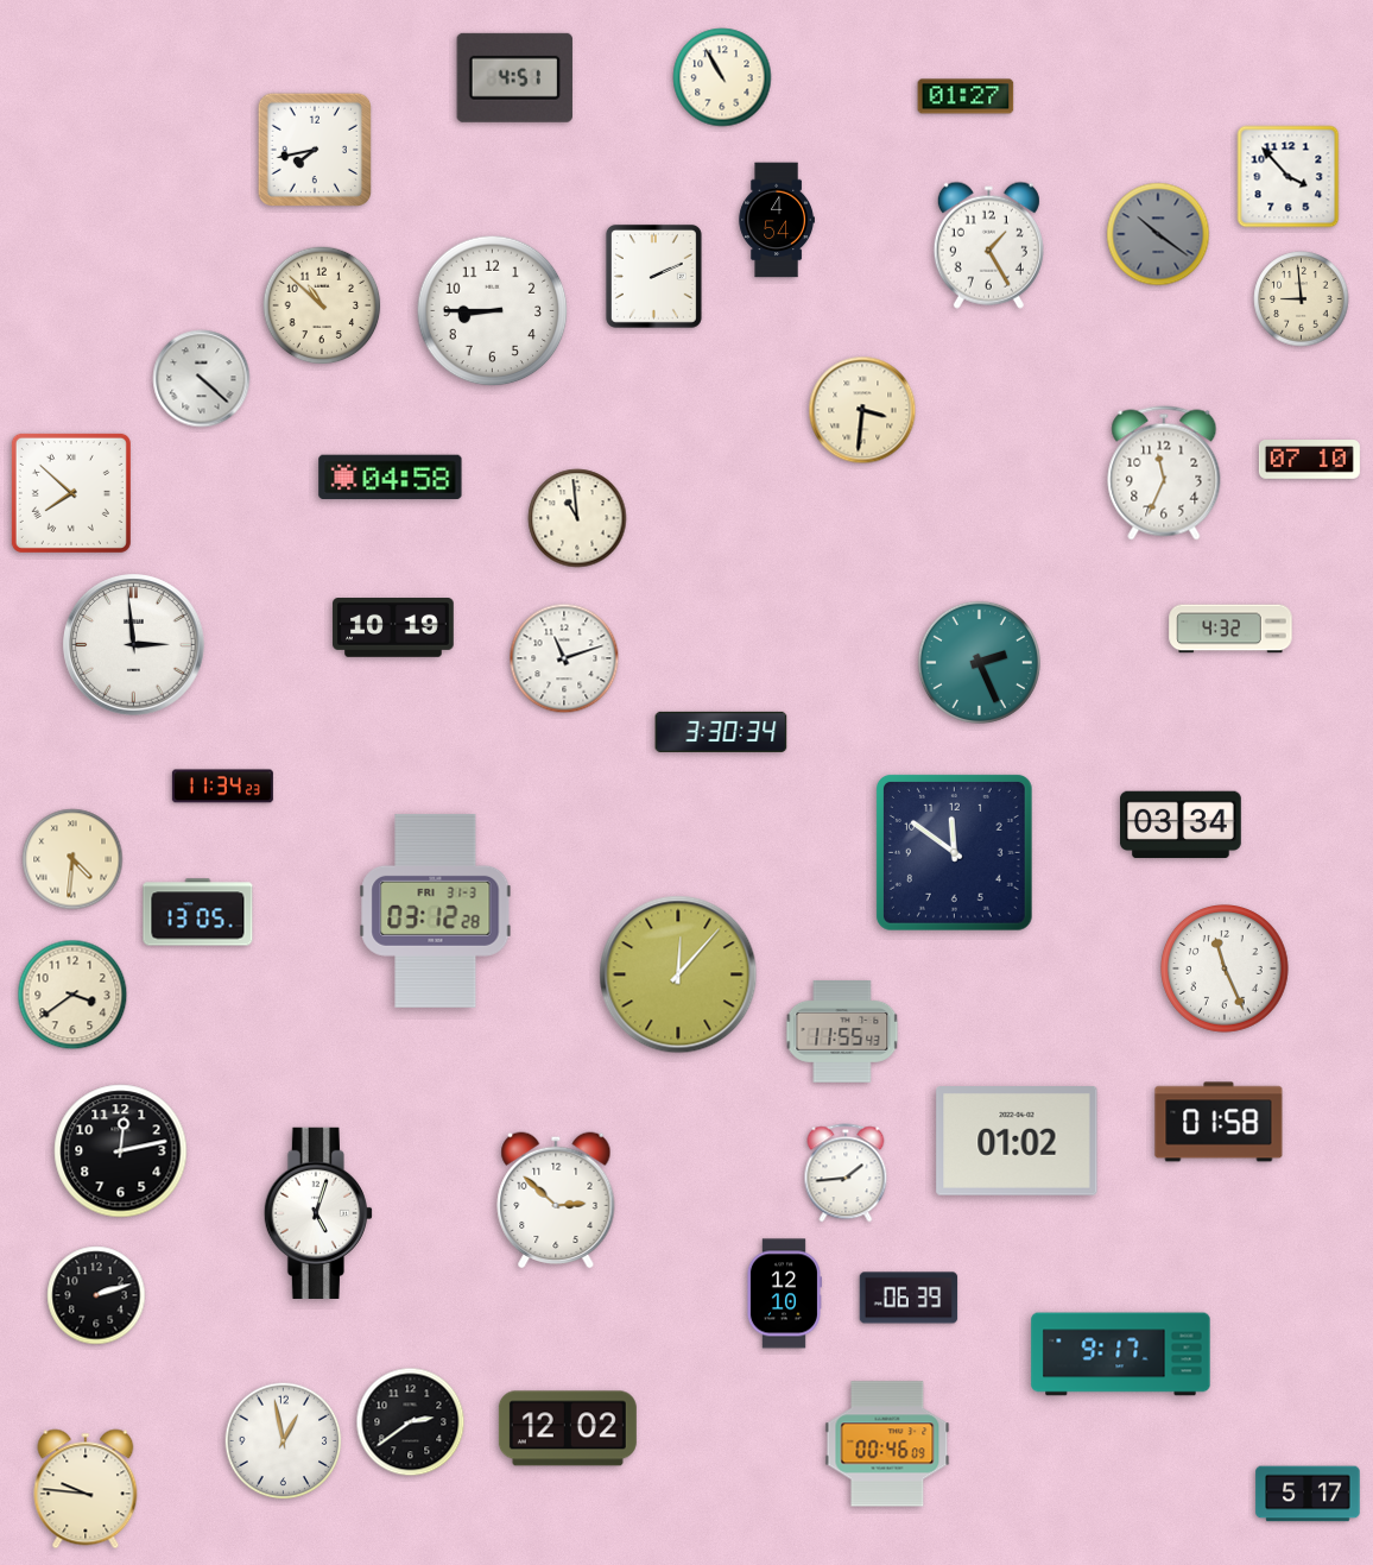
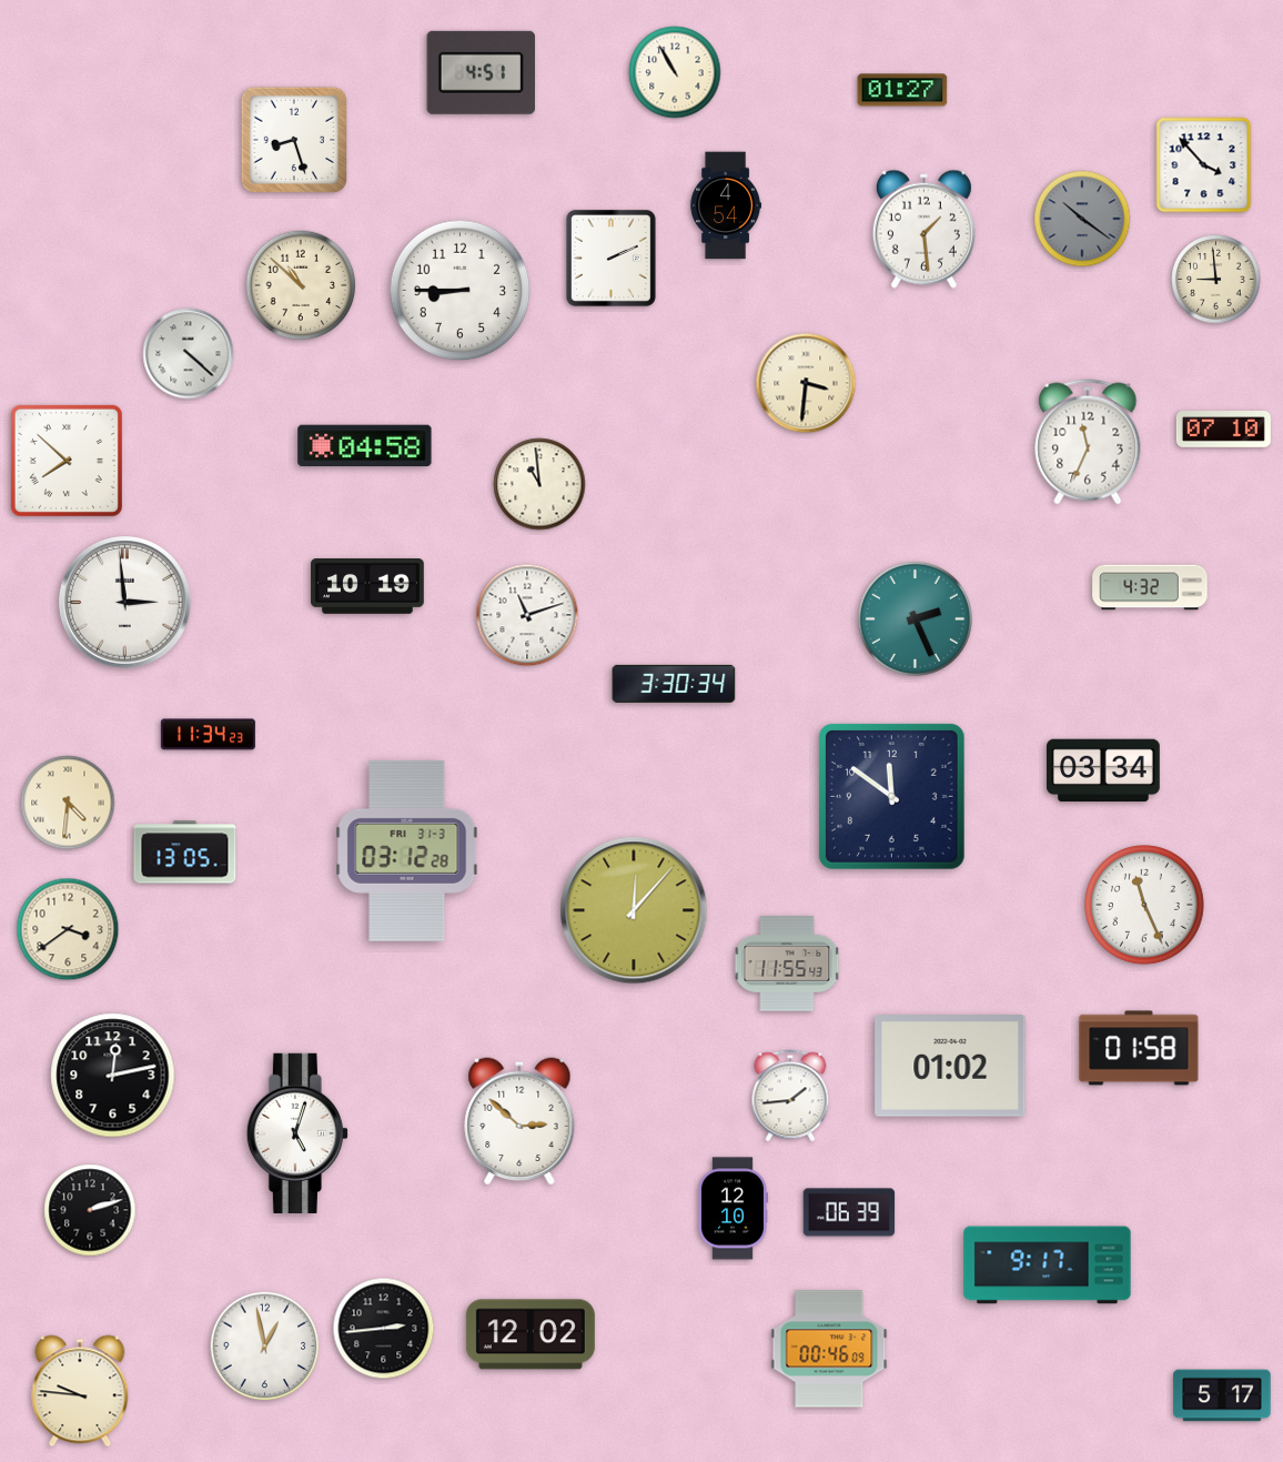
clock at (314, 149): 7:43 -> 8:27
clock at (988, 245): 1:25 -> 1:29
clock at (411, 1422): 2:39 -> 2:44
